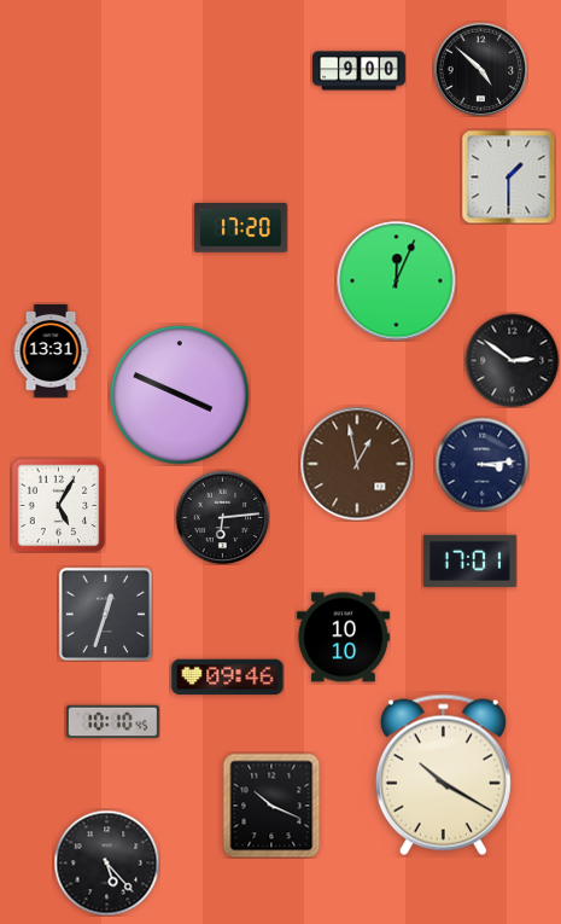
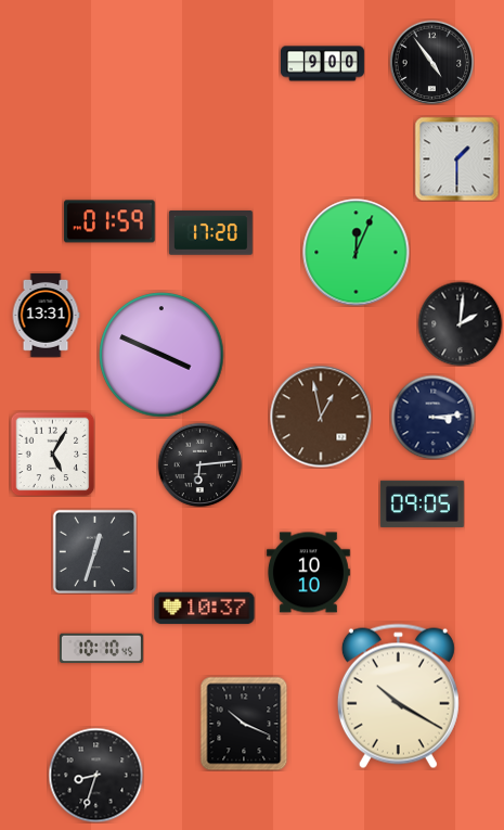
clock at (480, 69): 4:52 -> 4:54
clock at (240, 228) position: (240, 228) -> (210, 233)
clock at (109, 221): none -> 01:59
clock at (512, 360): 2:51 -> 2:01
clock at (469, 560): 17:01 -> 09:05
clock at (228, 678): 09:46 -> 10:37
clock at (106, 862): 5:23 -> 8:33
